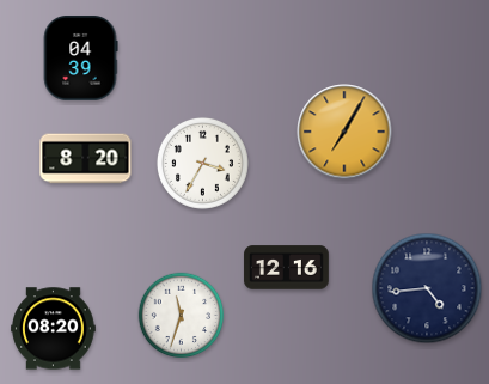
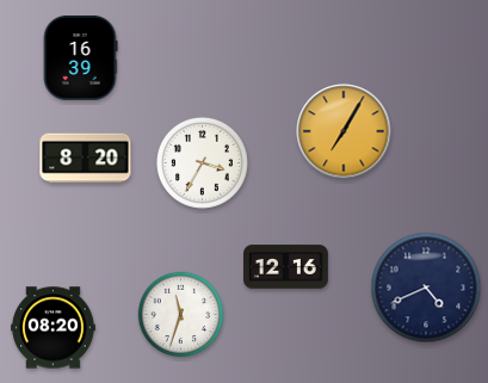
clock at (80, 59): 04:39 -> 16:39
clock at (427, 288): 4:44 -> 4:41
